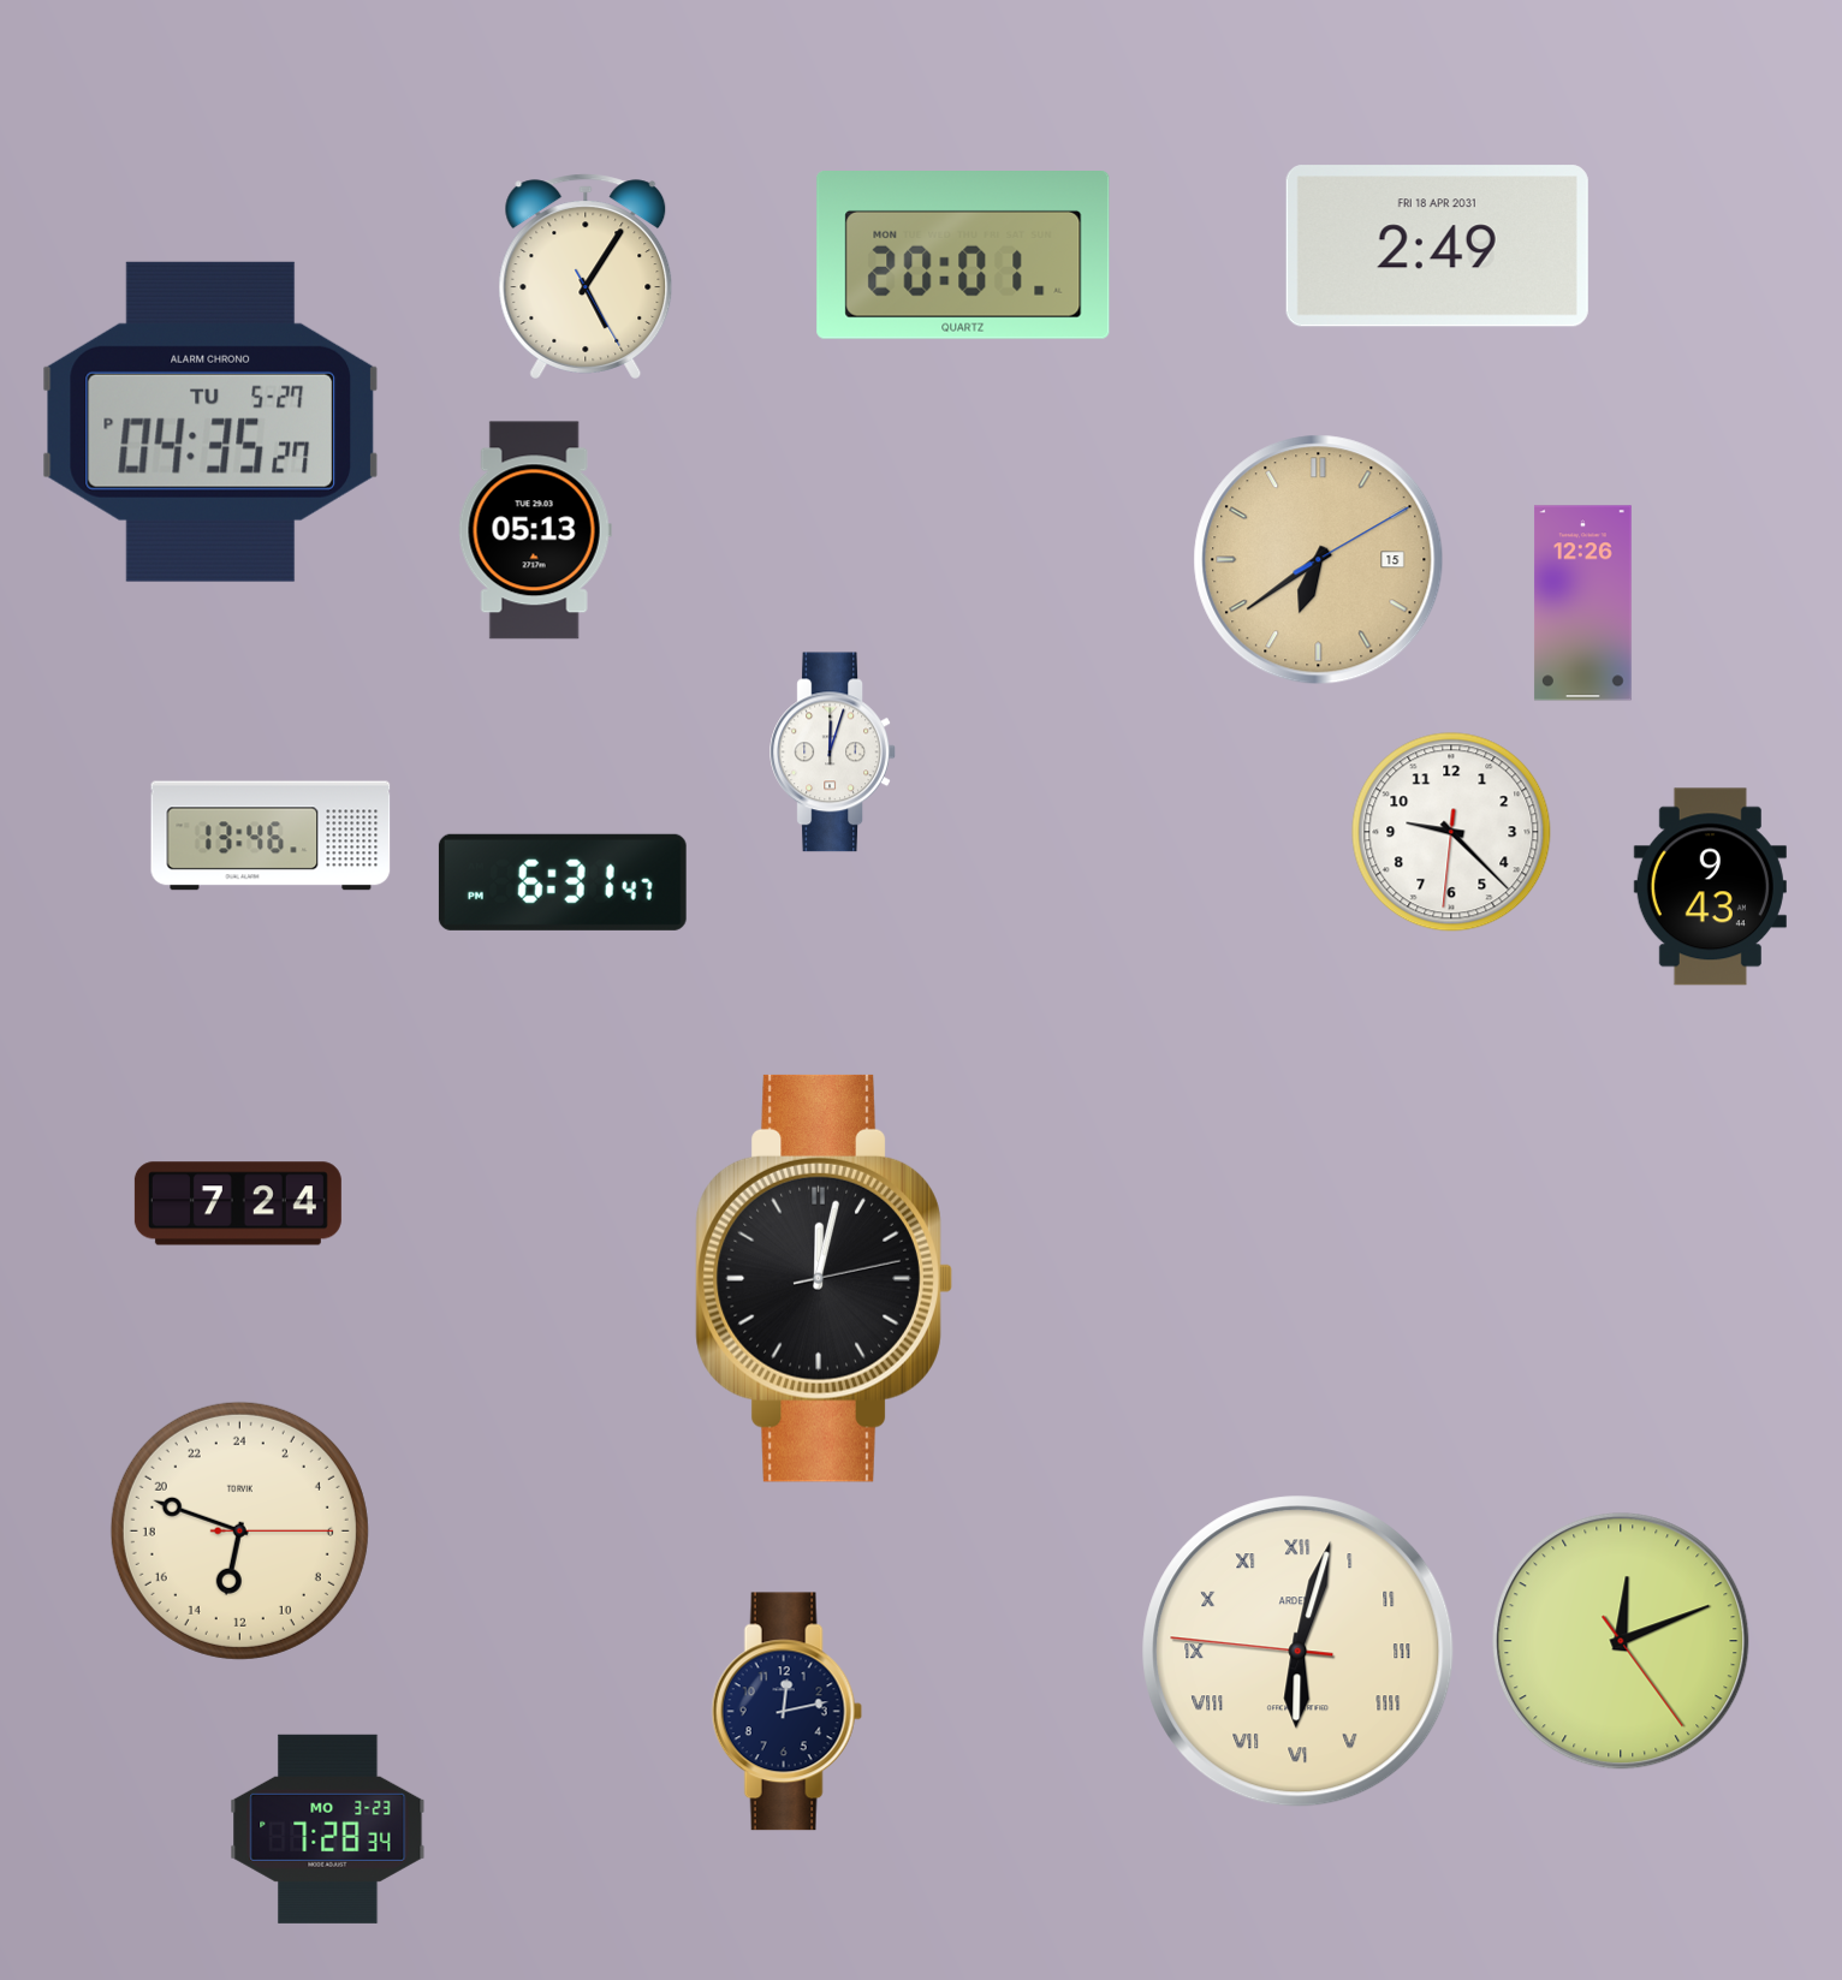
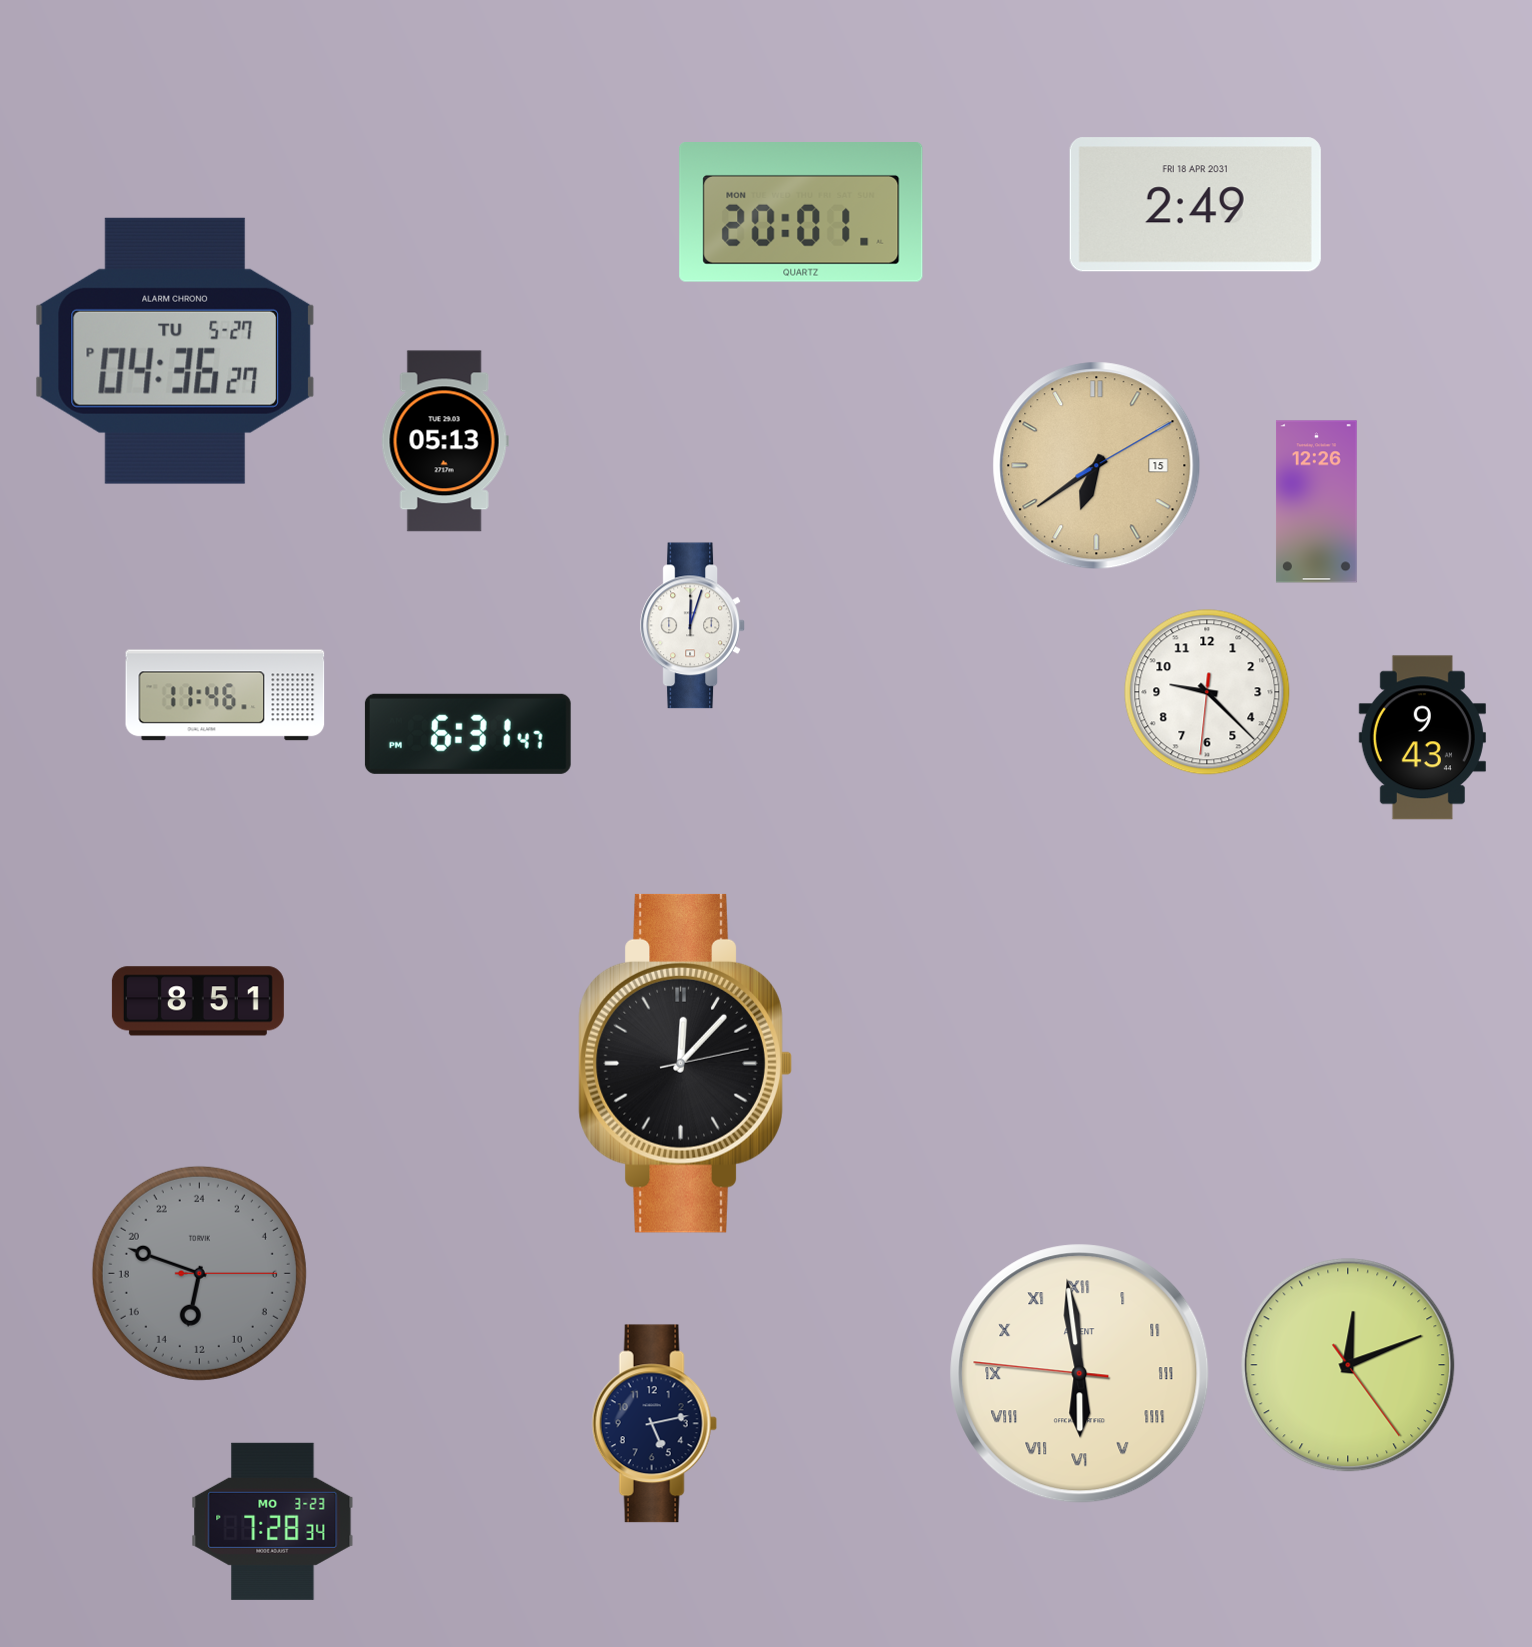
clock at (586, 277): 5:05 -> none
clock at (210, 422): 04:35 -> 04:36
clock at (271, 836): 13:46 -> 11:46
clock at (238, 1203): 7:24 -> 8:51
clock at (824, 1278): 12:02 -> 12:07
clock at (239, 1530) dial: cream -> grey
clock at (1299, 1652): 6:02 -> 5:58
clock at (786, 1712): 12:13 -> 5:13
